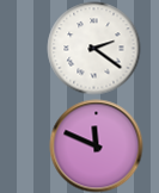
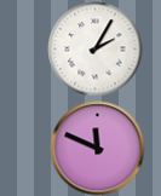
clock at (93, 48): 2:21 -> 2:05
